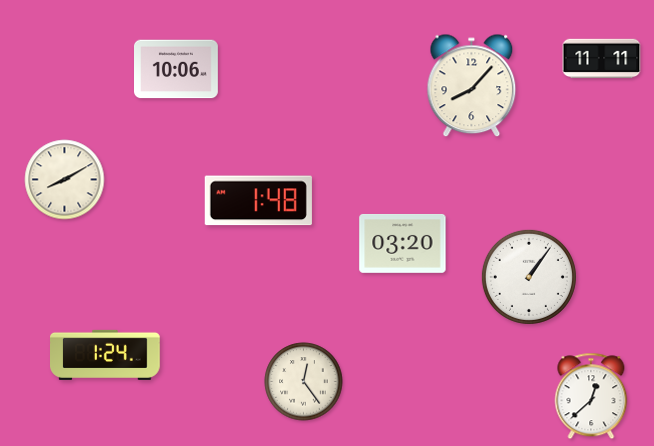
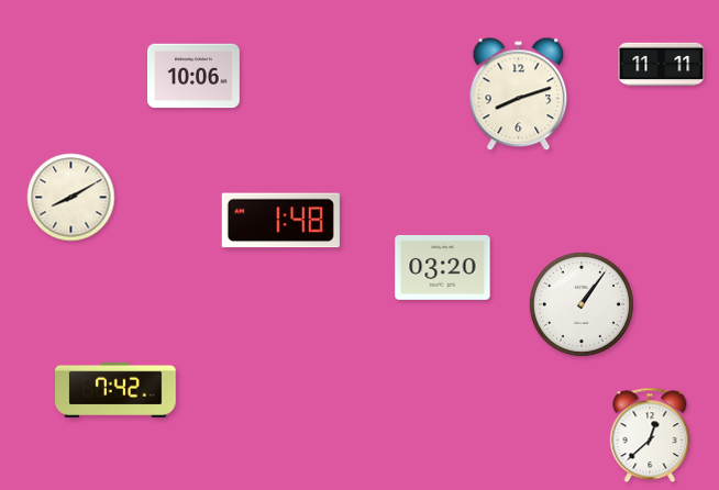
clock at (472, 86): 8:07 -> 8:12
clock at (258, 201) position: (258, 201) -> (280, 221)
clock at (105, 355): 1:24 -> 7:42
clock at (304, 382): 12:24 -> none
